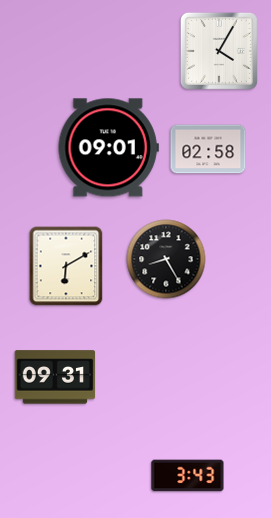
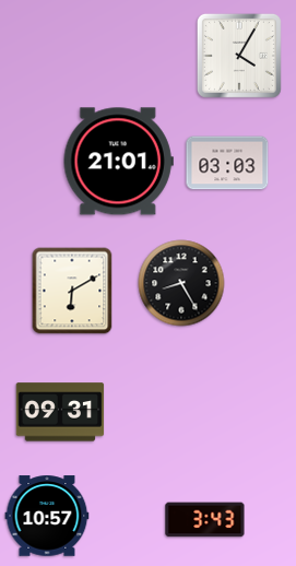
clock at (108, 148): 09:01 -> 21:01
clock at (208, 149): 02:58 -> 03:03
clock at (47, 516): none -> 10:57
